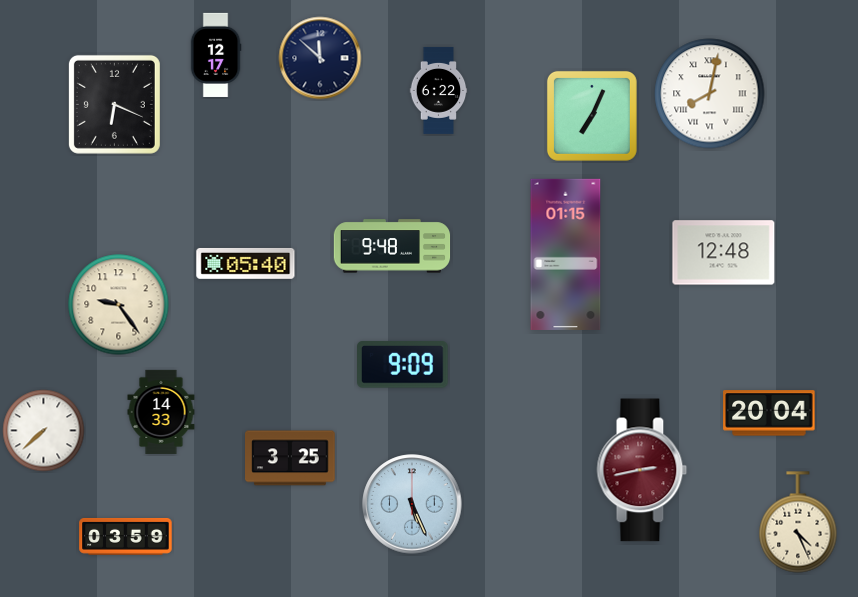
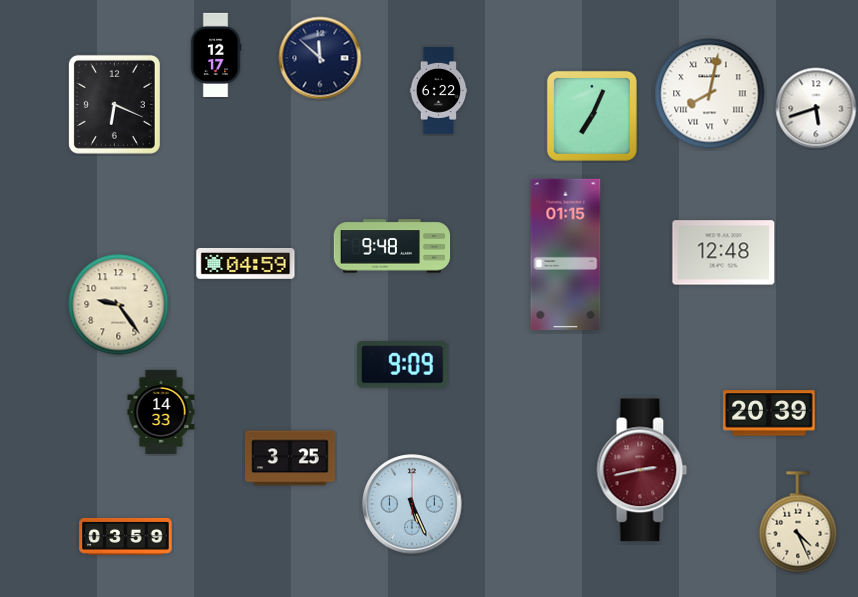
clock at (816, 108): none -> 5:42
clock at (246, 263): 05:40 -> 04:59
clock at (769, 413): 20:04 -> 20:39
clock at (44, 431): 7:38 -> none
